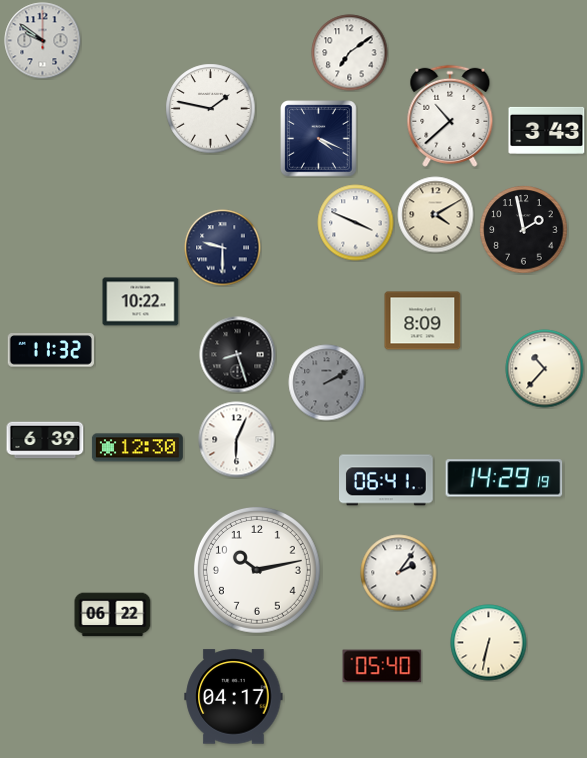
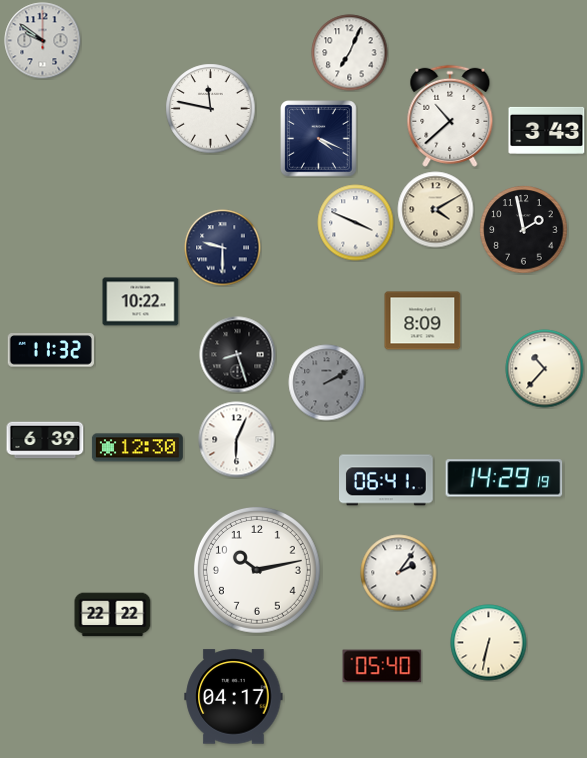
clock at (350, 53): 7:09 -> 7:04
clock at (211, 109): 1:47 -> 11:47
clock at (436, 215) position: (436, 215) -> (436, 210)
clock at (113, 615): 06:22 -> 22:22
